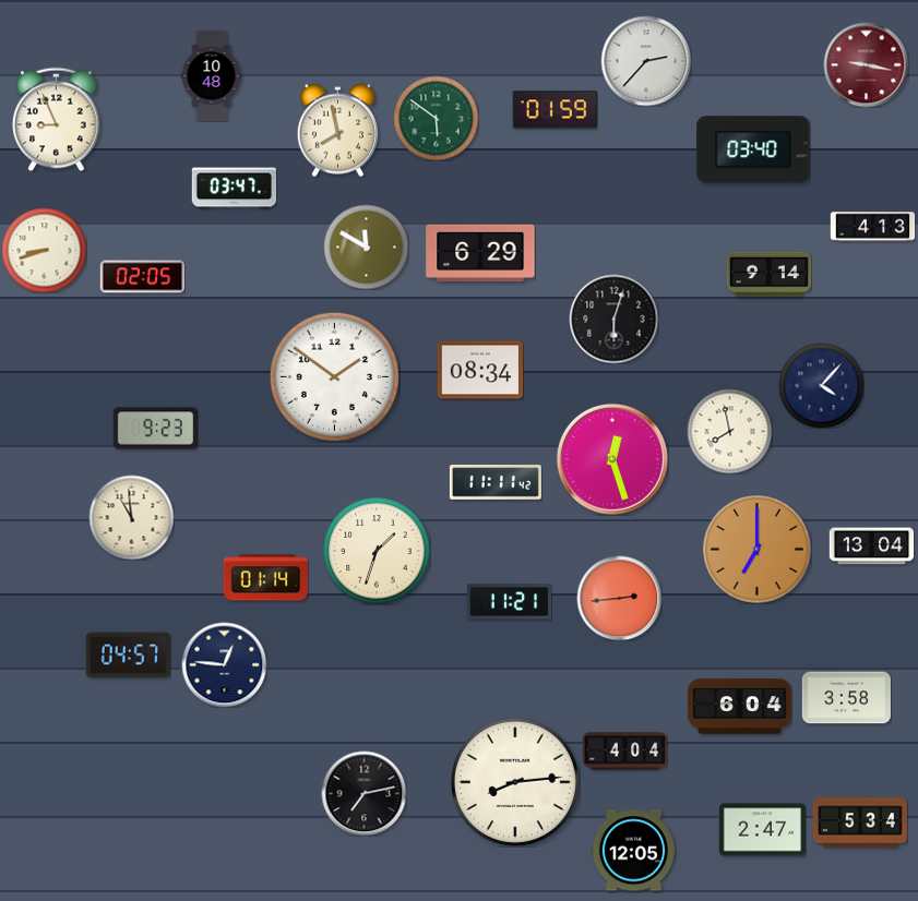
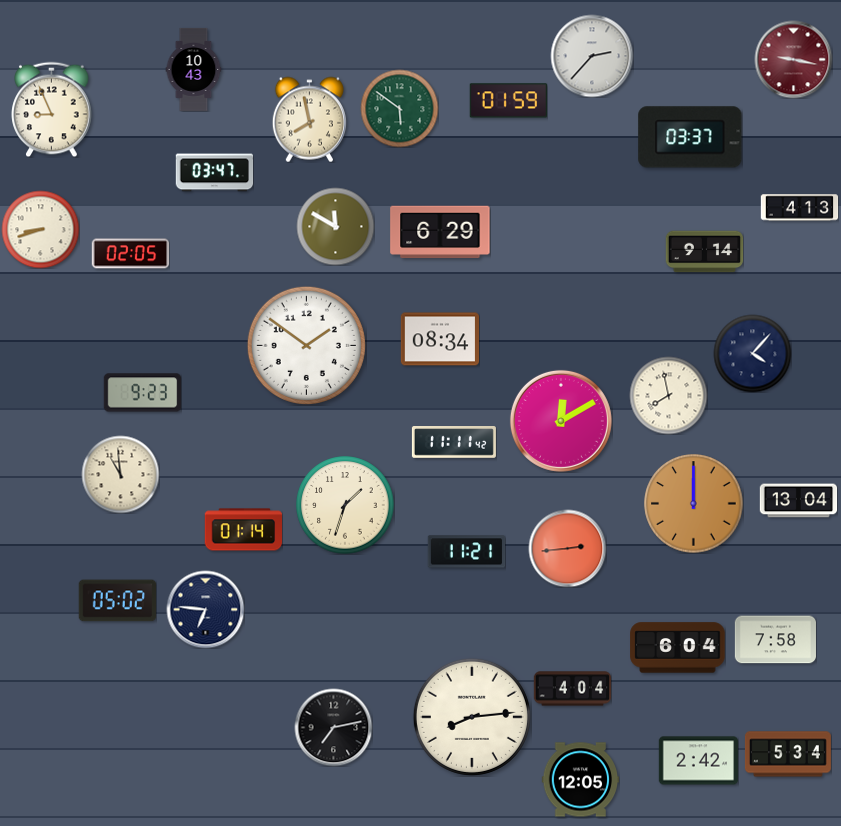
clock at (212, 75): 10:48 -> 10:43
clock at (753, 149): 03:40 -> 03:37
clock at (613, 319): 6:03 -> none
clock at (612, 459): 12:27 -> 12:10
clock at (758, 550): 7:00 -> 12:00
clock at (128, 656): 04:57 -> 05:02
clock at (224, 664): 12:46 -> 6:46
clock at (846, 698): 3:58 -> 7:58
clock at (762, 830): 2:47 -> 2:42
